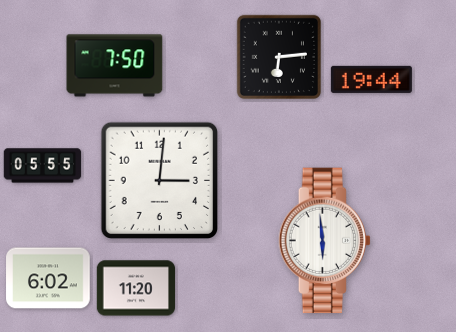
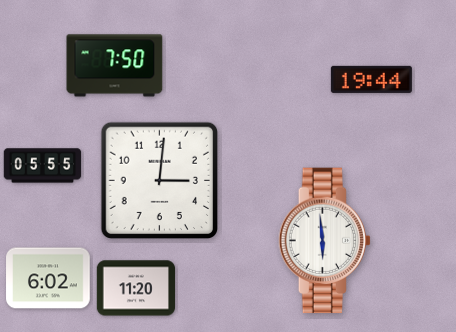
clock at (279, 57): 6:14 -> none
